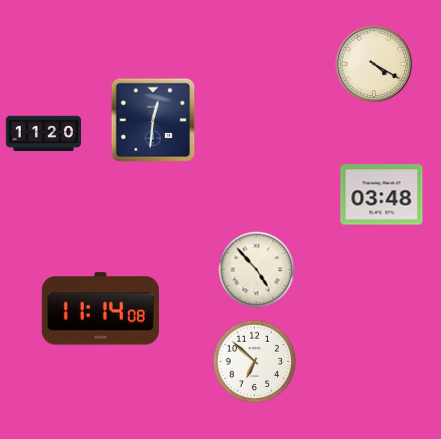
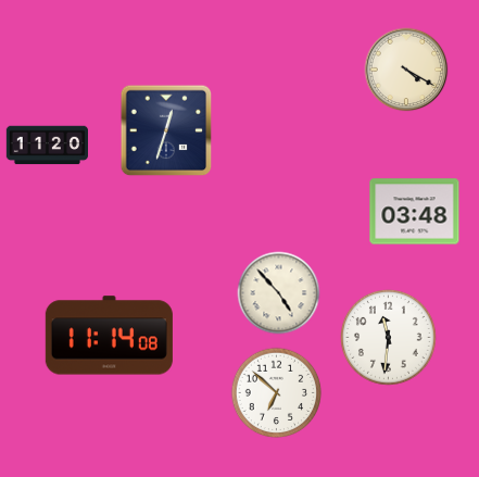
clock at (153, 120): 12:31 -> 12:33
clock at (389, 338): none -> 11:31
